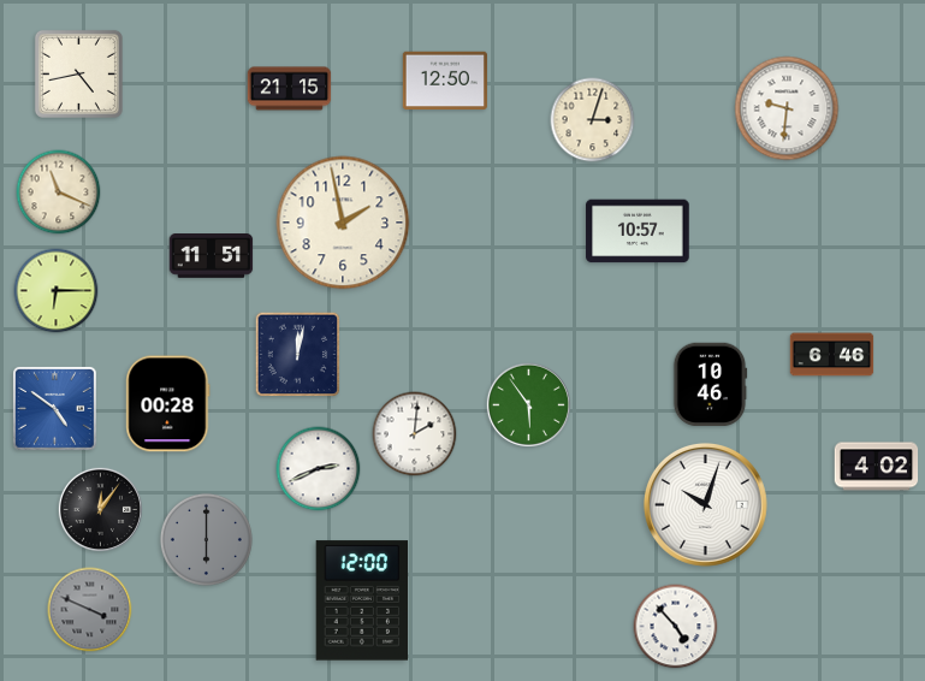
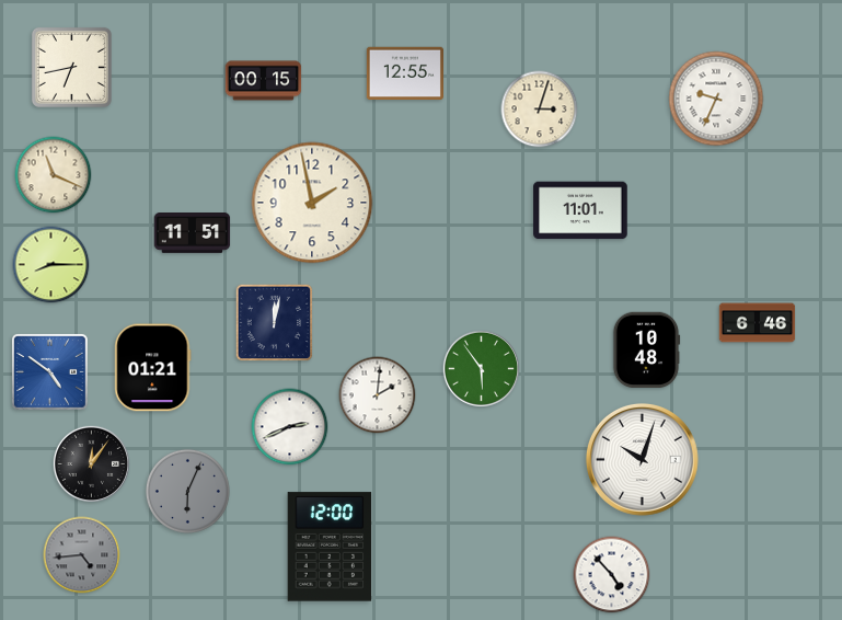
clock at (78, 73): 4:43 -> 6:43
clock at (445, 81): 12:50 -> 12:55
clock at (290, 89): 21:15 -> 00:15
clock at (787, 108): 9:31 -> 9:34
clock at (638, 231): 10:57 -> 11:01
clock at (57, 291): 6:15 -> 8:15
clock at (298, 355) position: (298, 355) -> (275, 323)
clock at (710, 385): 10:46 -> 10:48
clock at (168, 404): 00:28 -> 01:21
clock at (877, 467): 4:02 -> none
clock at (206, 539): 6:00 -> 6:04
clock at (90, 610): 3:49 -> 4:44
clock at (676, 627) position: (676, 627) -> (612, 575)
